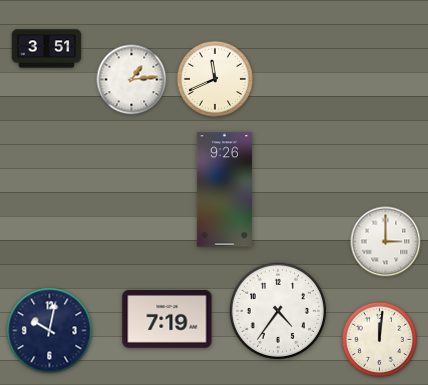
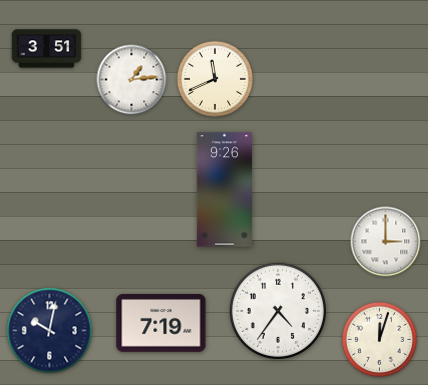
clock at (167, 319) position: (167, 319) -> (161, 323)
clock at (379, 339): 12:01 -> 12:03
